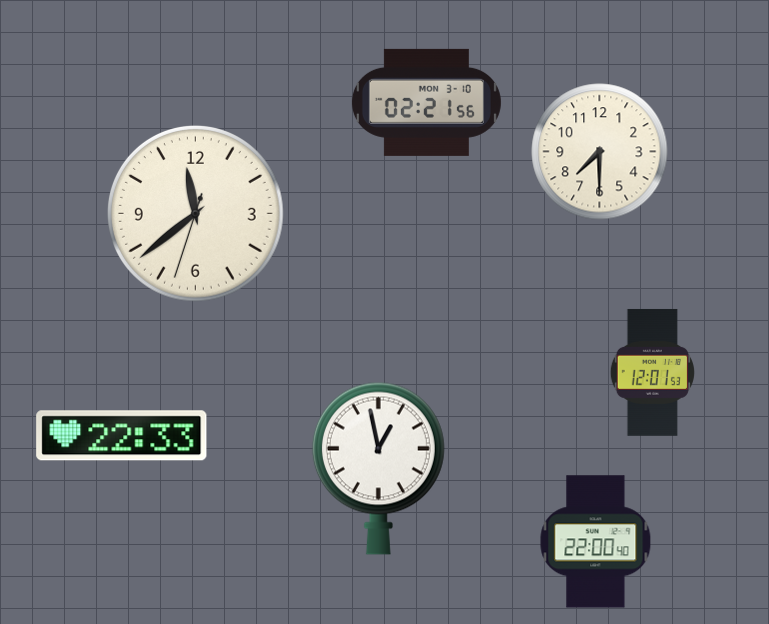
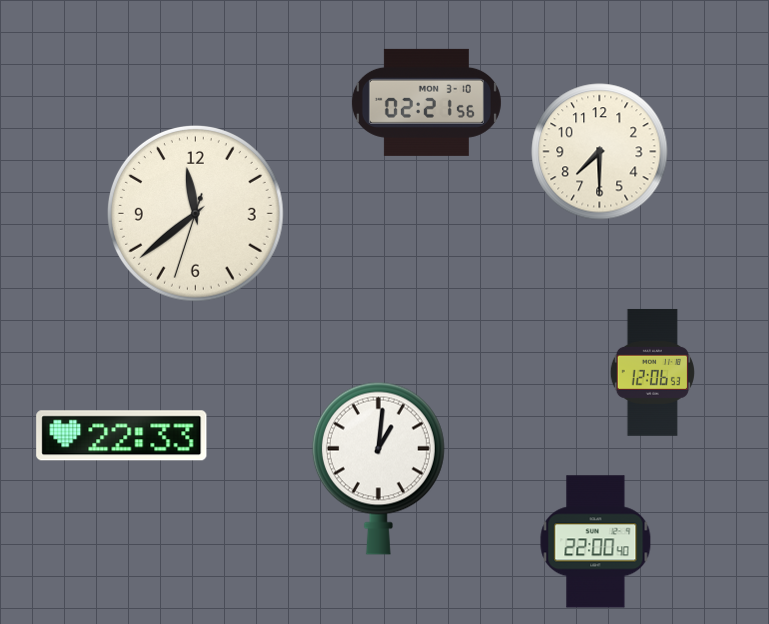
clock at (652, 372): 12:01 -> 12:06
clock at (378, 468): 12:58 -> 1:01
